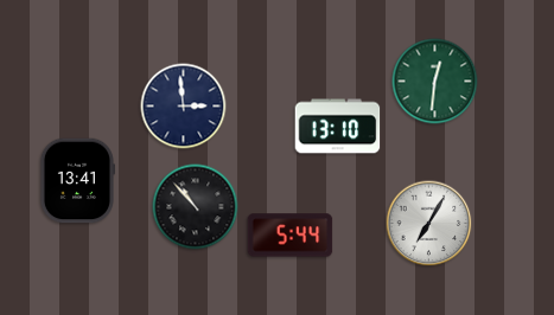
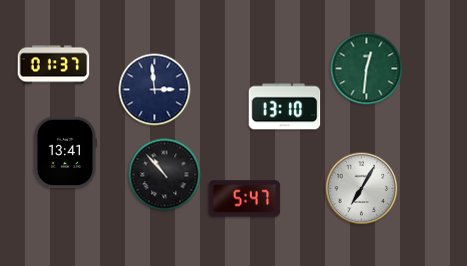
clock at (54, 65): none -> 01:37
clock at (291, 236): 5:44 -> 5:47
